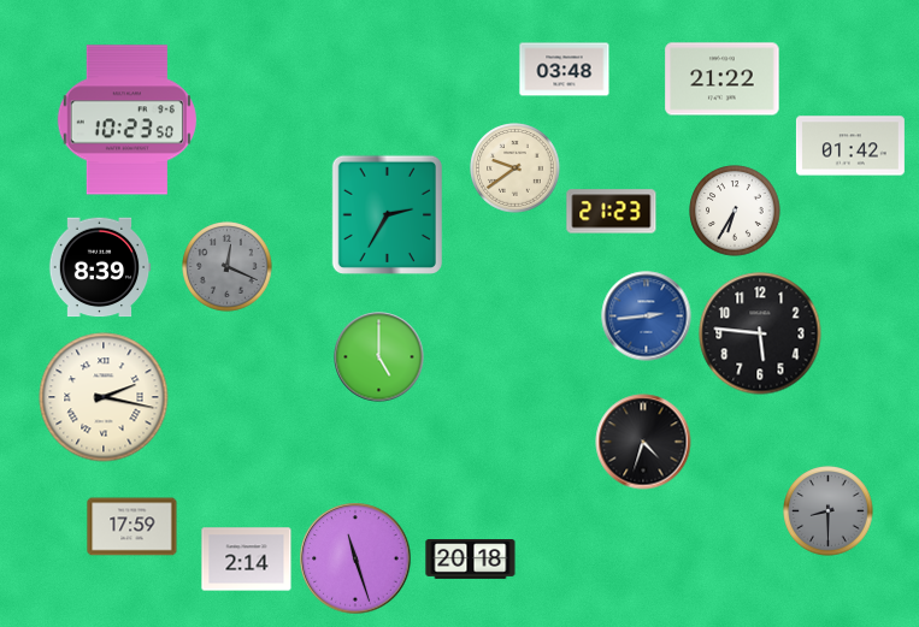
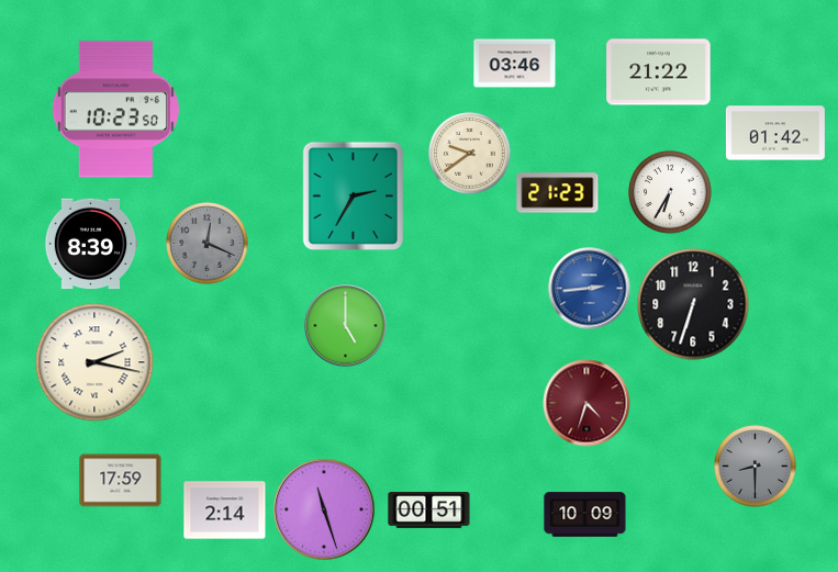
clock at (565, 70): 03:48 -> 03:46
clock at (760, 333): 5:46 -> 6:33
clock at (643, 442) dial: black -> burgundy
clock at (471, 560): 20:18 -> 00:51
clock at (585, 515): none -> 10:09
